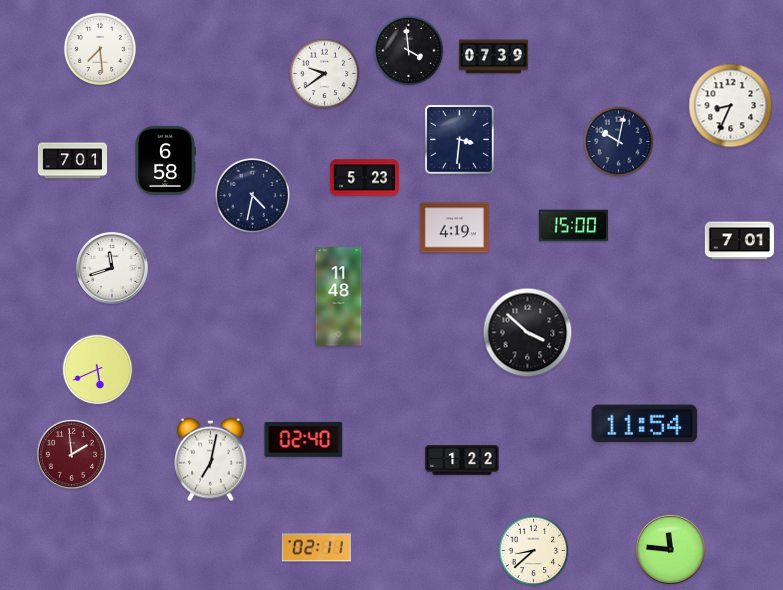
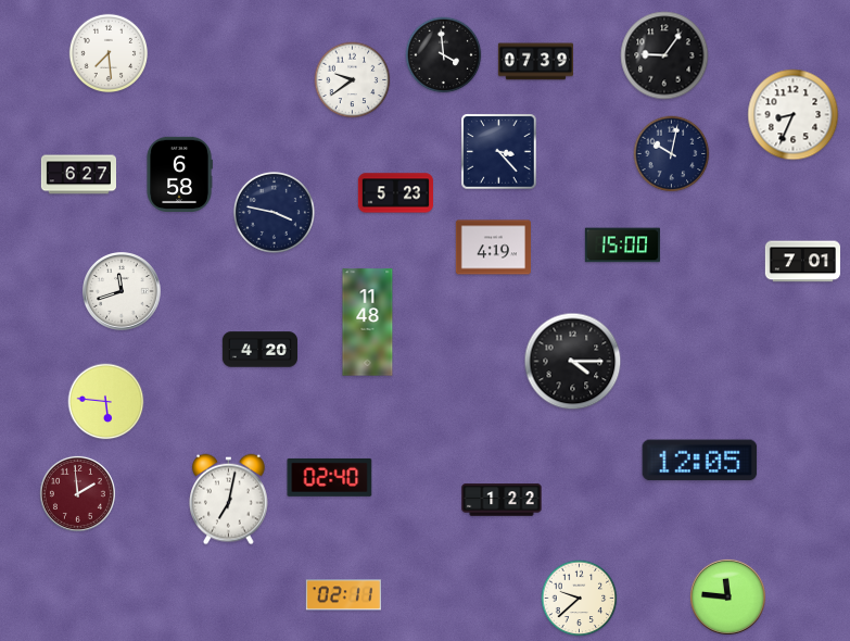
clock at (664, 55): none -> 9:06
clock at (460, 140): 3:31 -> 3:23
clock at (72, 161): 7:01 -> 6:27
clock at (252, 195): 4:32 -> 3:47
clock at (259, 350): none -> 4:20
clock at (528, 333): 3:52 -> 4:15
clock at (98, 370): 5:41 -> 5:46
clock at (645, 424): 11:54 -> 12:05
clock at (534, 551): 8:38 -> 9:38
